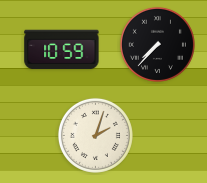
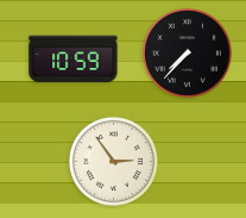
clock at (95, 135): 2:03 -> 2:54
